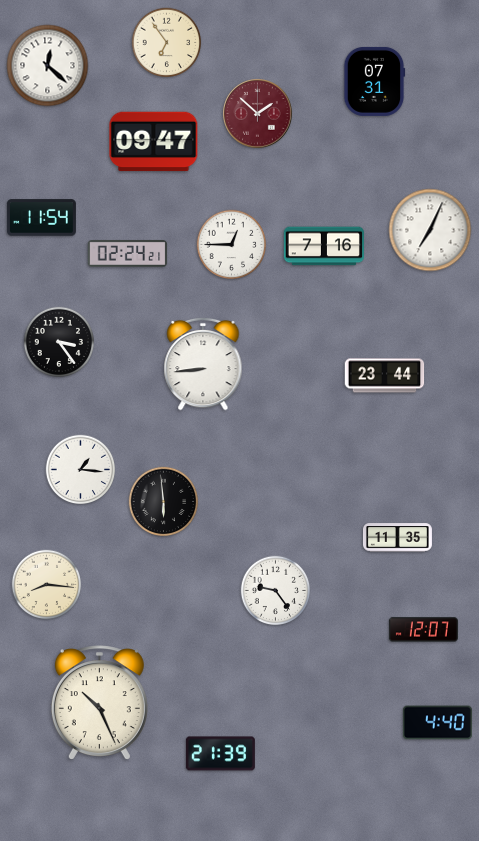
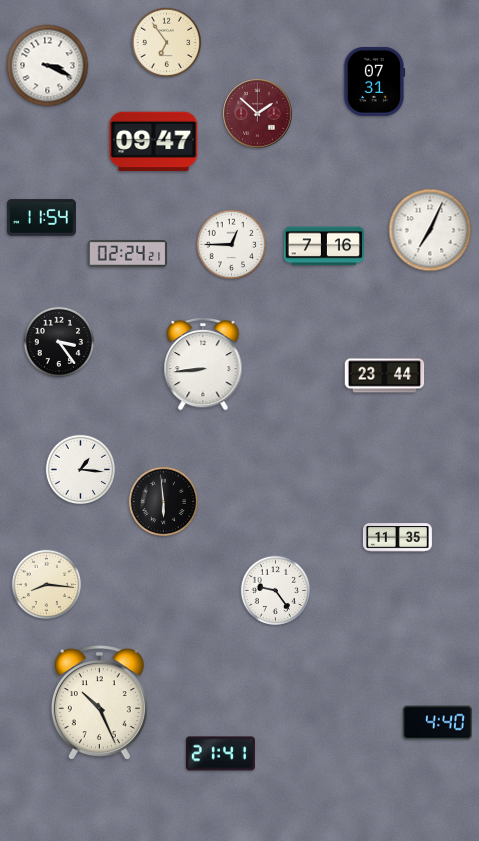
clock at (48, 66): 12:22 -> 3:19
clock at (423, 630): 12:07 -> none
clock at (220, 754): 21:39 -> 21:41
